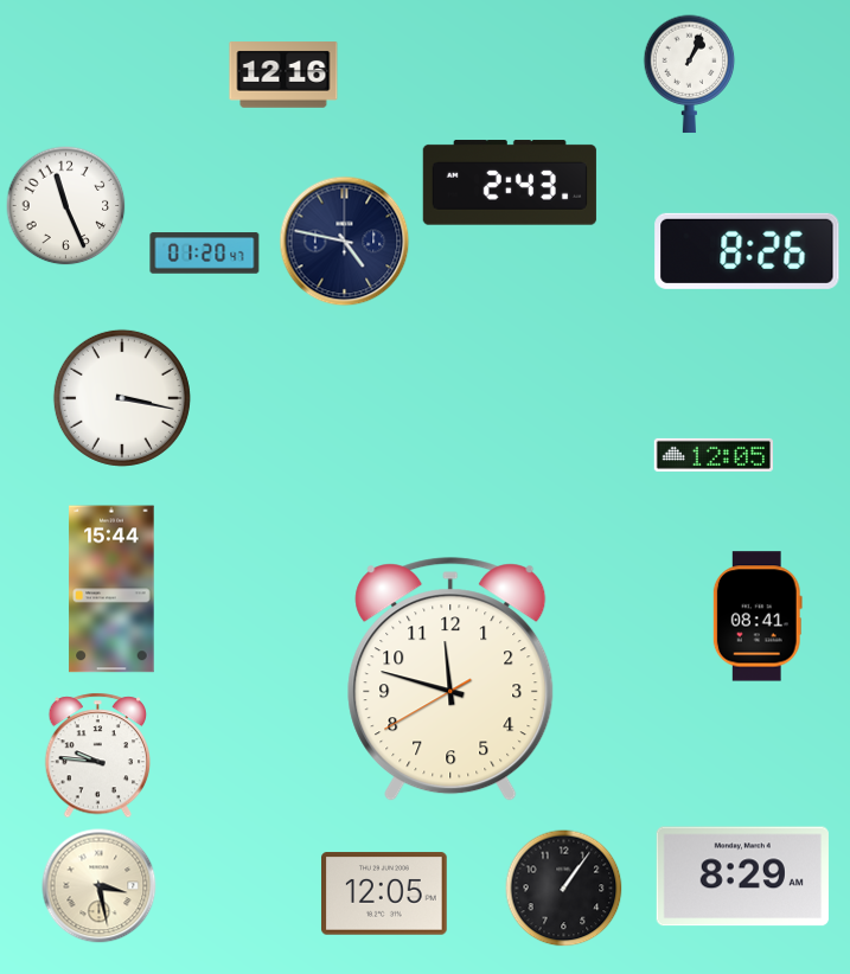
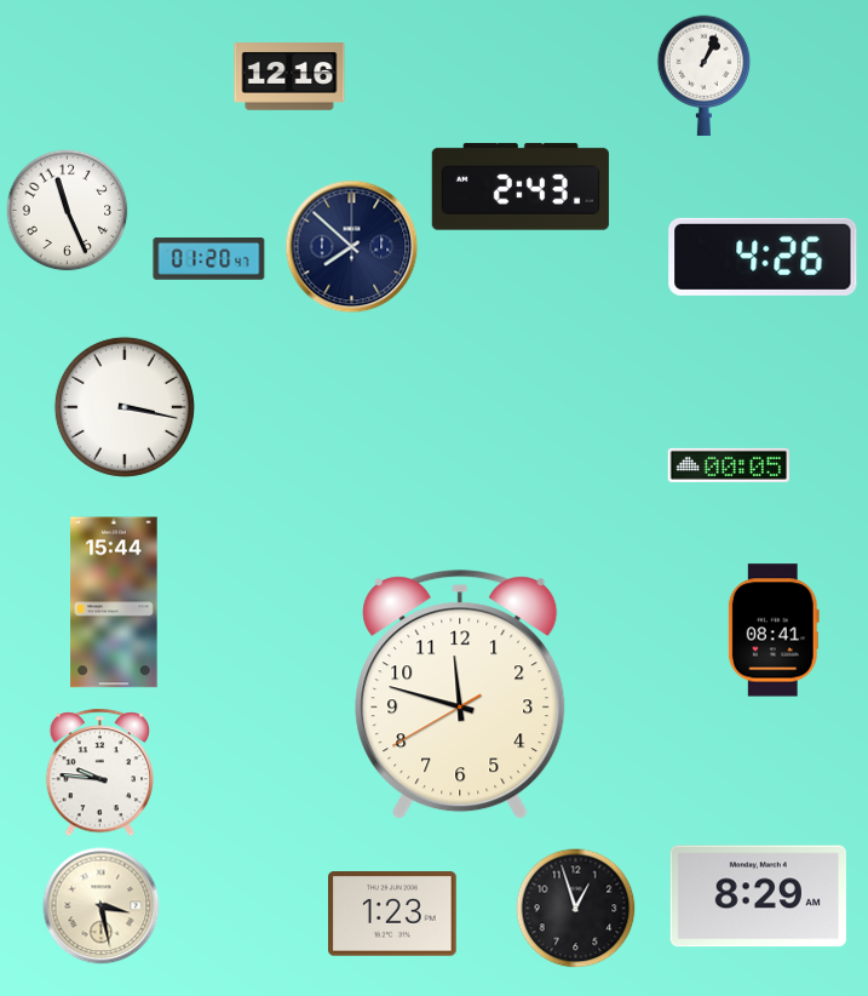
clock at (345, 242): 4:47 -> 7:52
clock at (747, 251): 8:26 -> 4:26
clock at (712, 455): 12:05 -> 00:05
clock at (564, 889): 1:06 -> 12:57
clock at (385, 893): 12:05 -> 1:23
